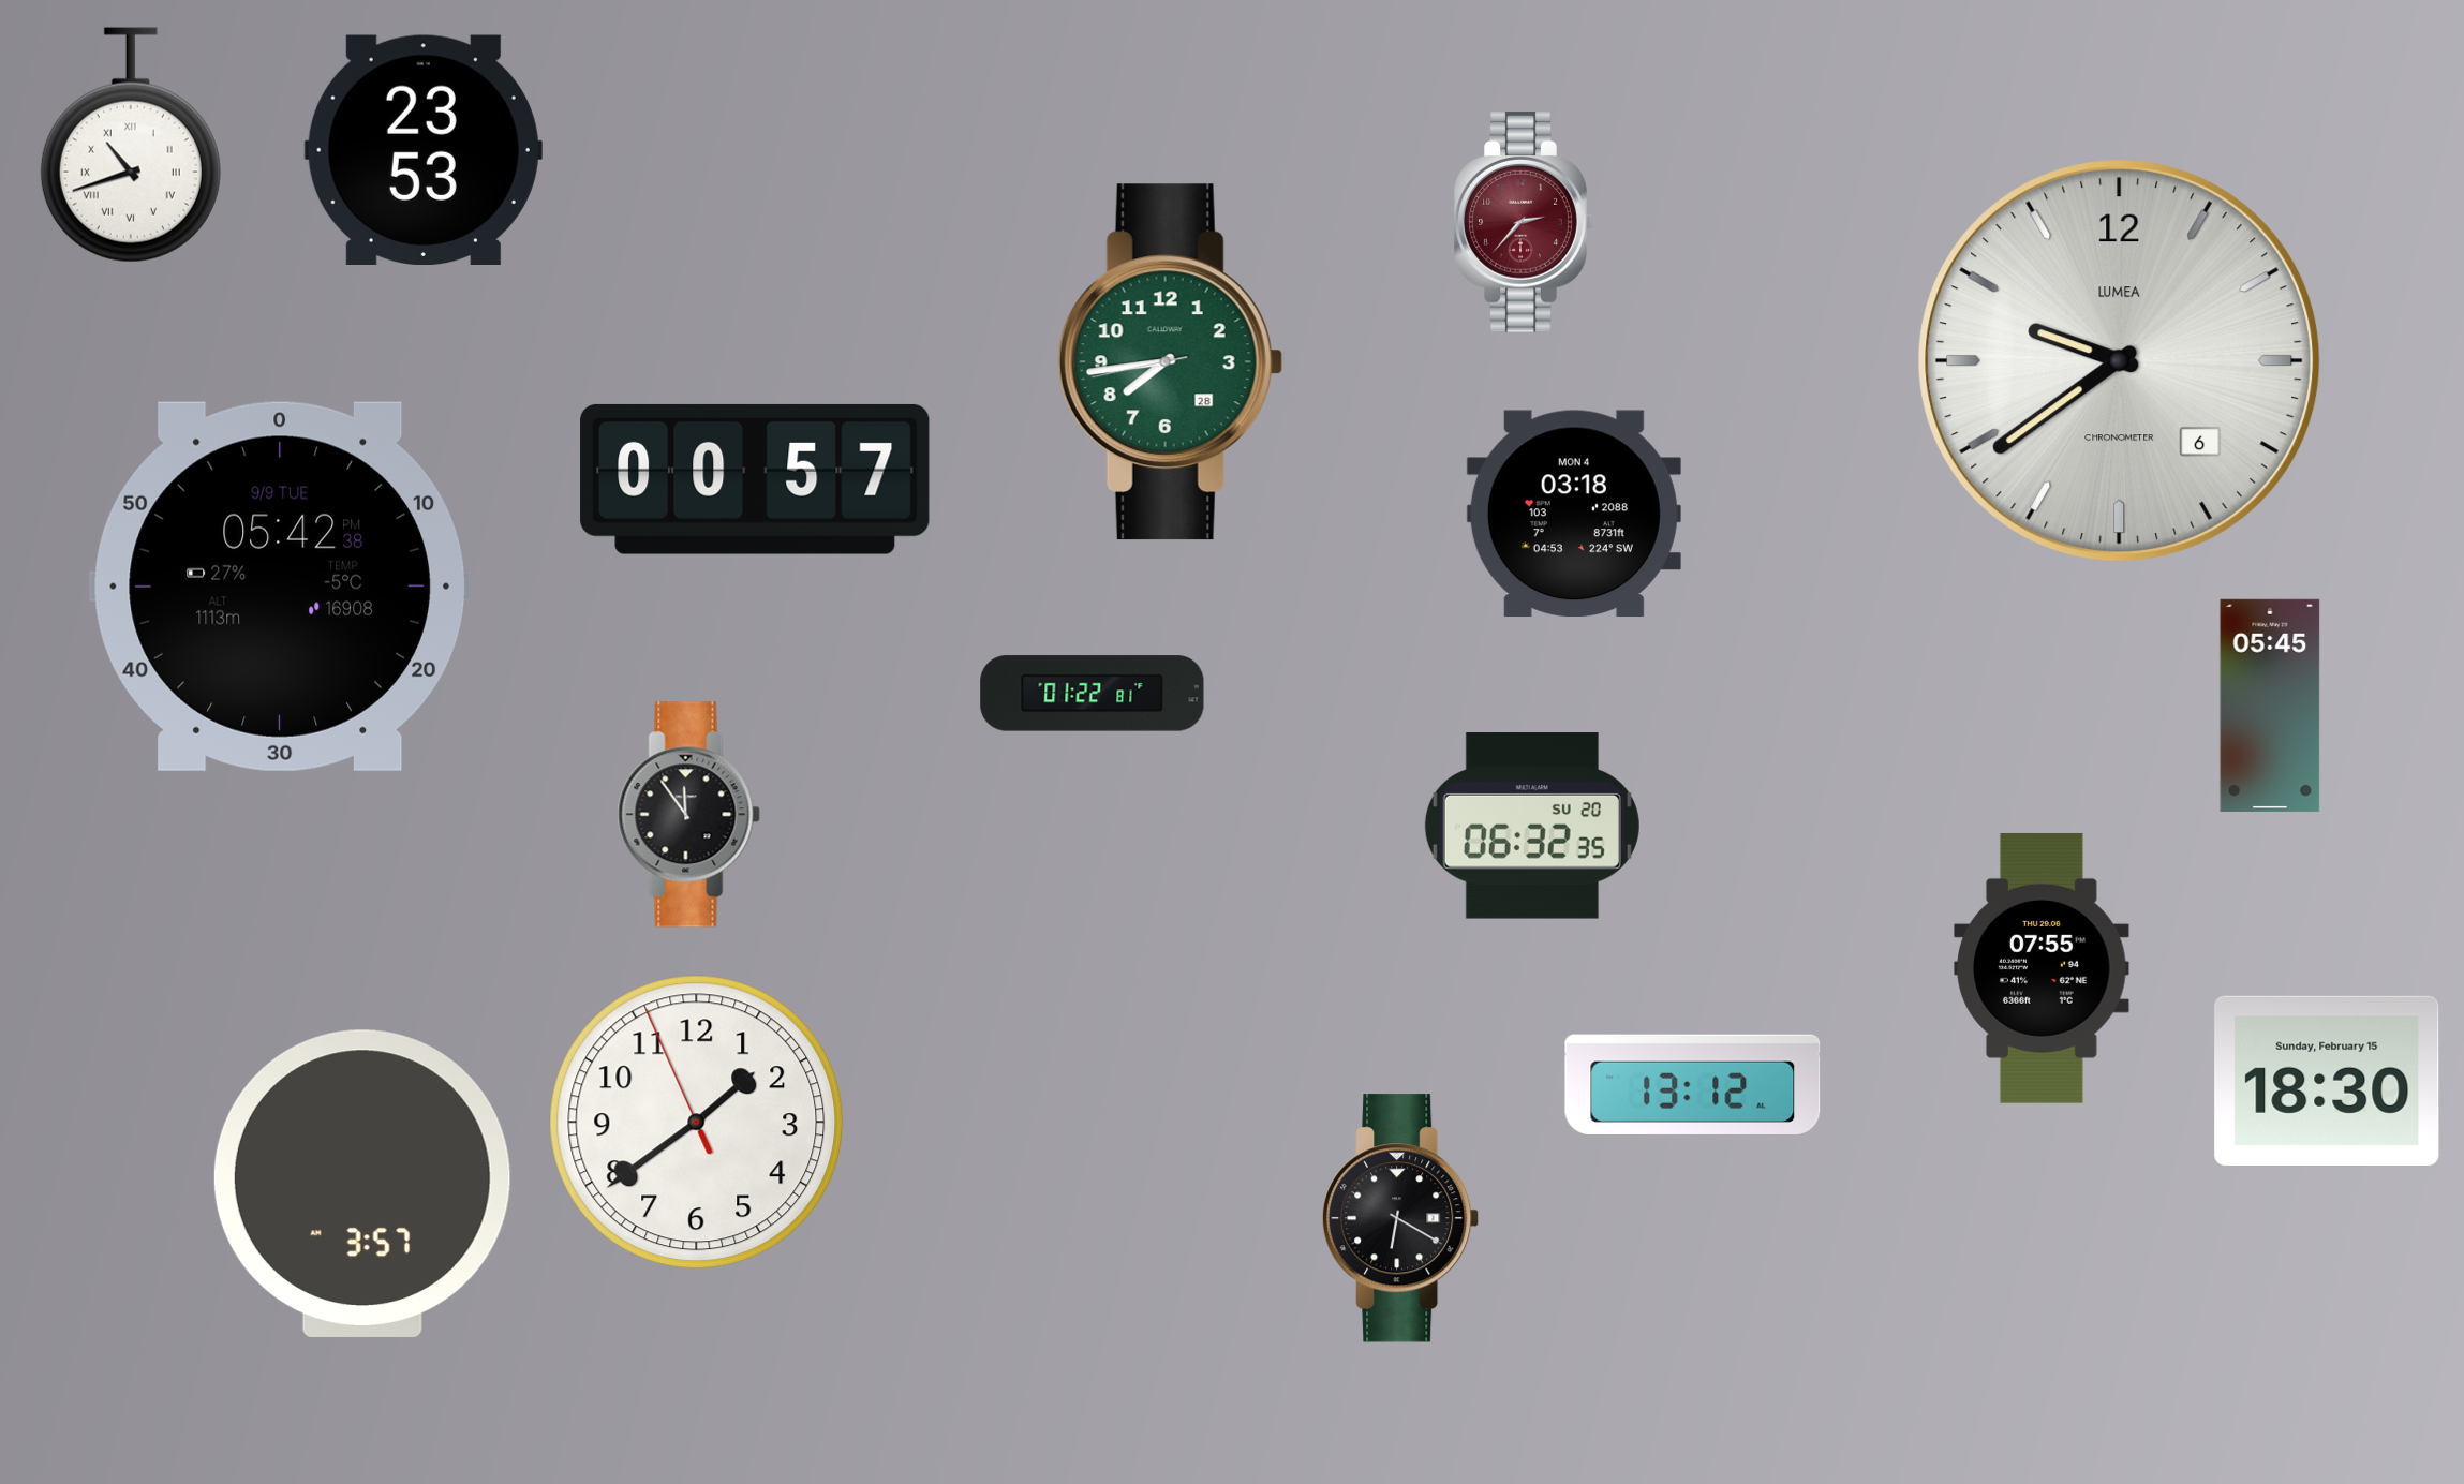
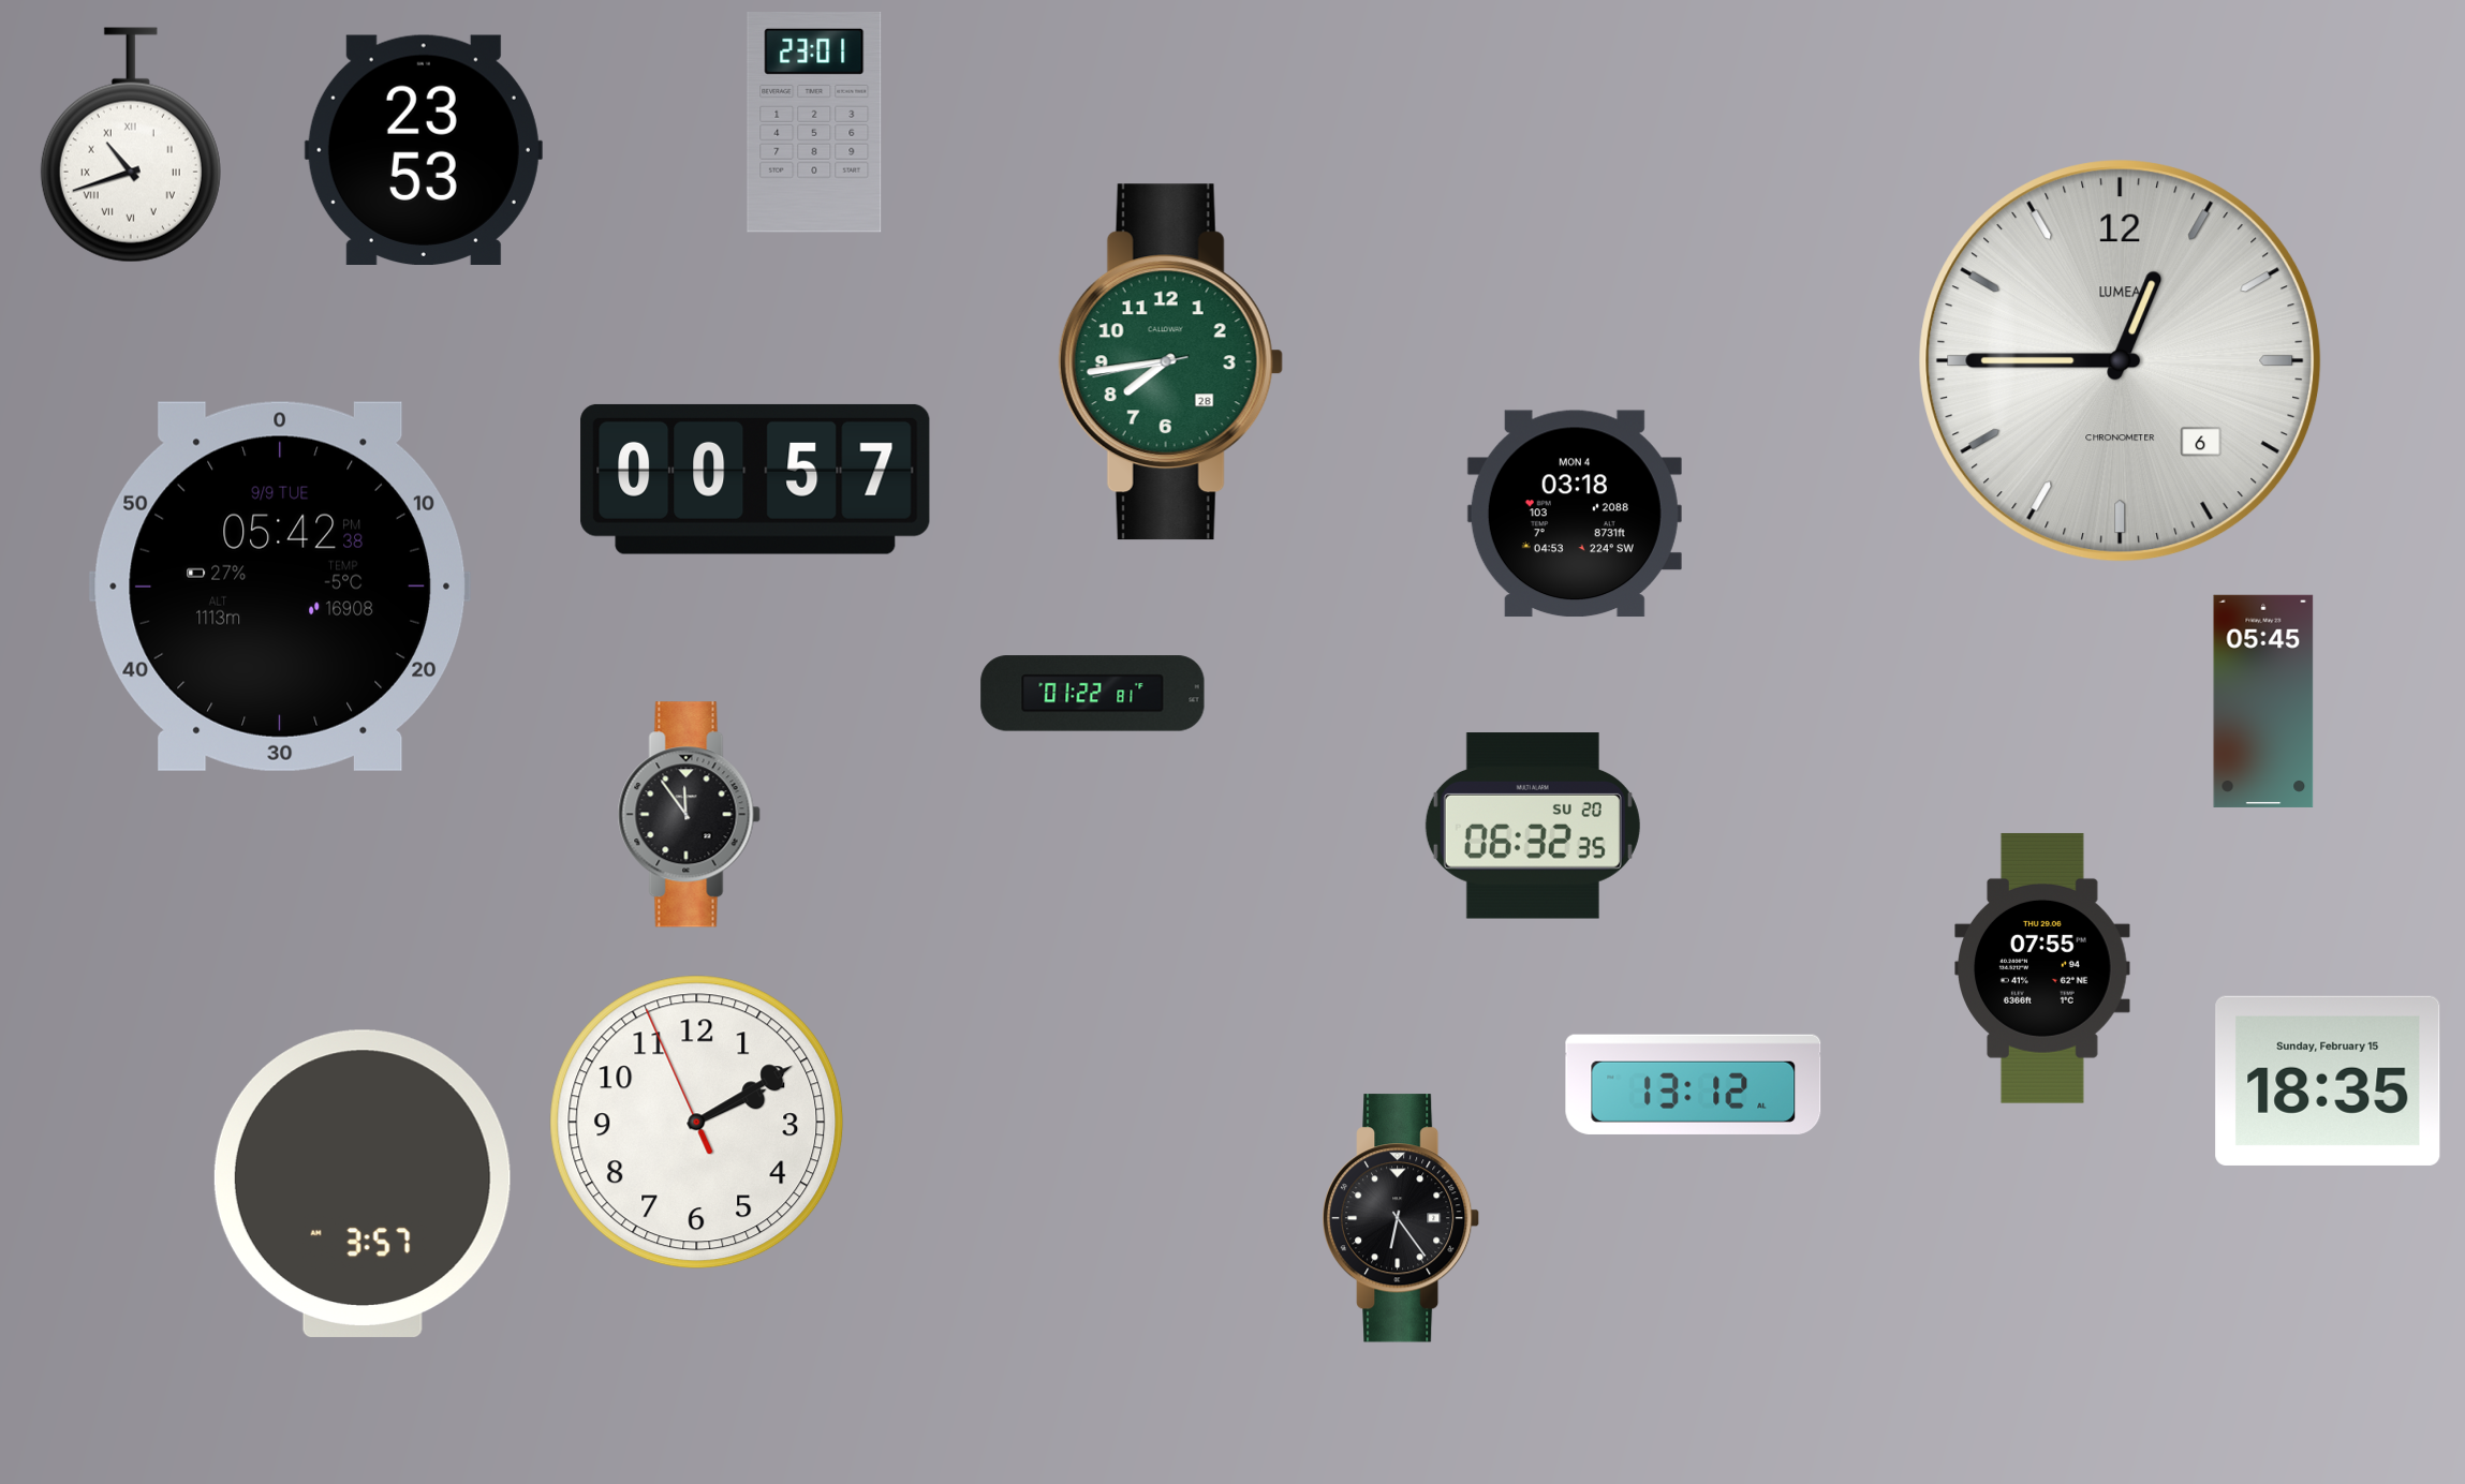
clock at (814, 123): none -> 23:01
clock at (1524, 222): 2:37 -> none
clock at (2120, 361): 9:39 -> 12:45
clock at (2270, 706) position: (2270, 706) -> (2263, 701)
clock at (2327, 1081): 18:30 -> 18:35
clock at (697, 1123): 1:38 -> 2:09
clock at (1401, 1218): 6:20 -> 6:24
